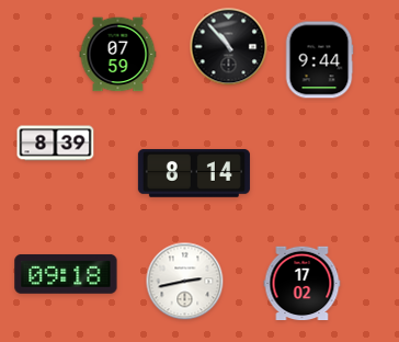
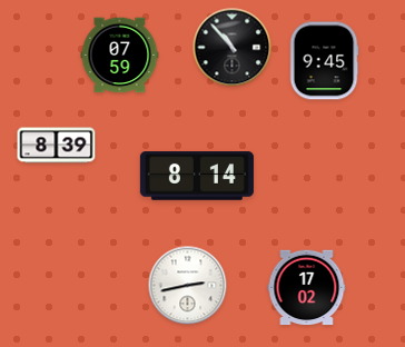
clock at (319, 60): 9:44 -> 9:45
clock at (66, 274): 09:18 -> none
